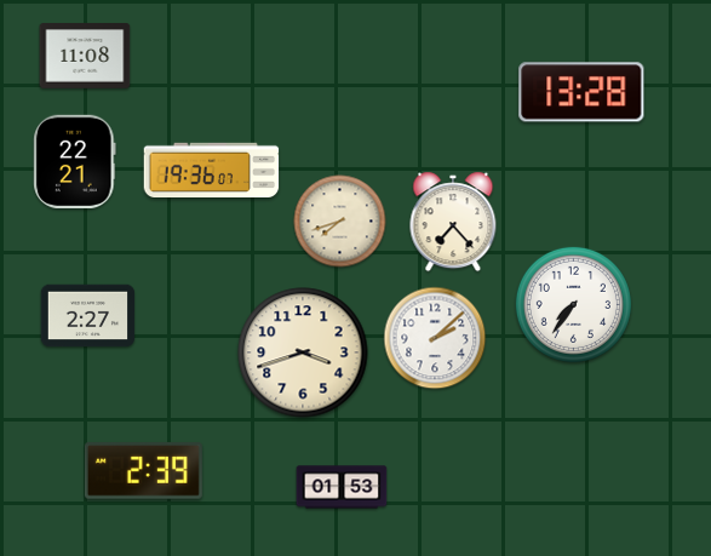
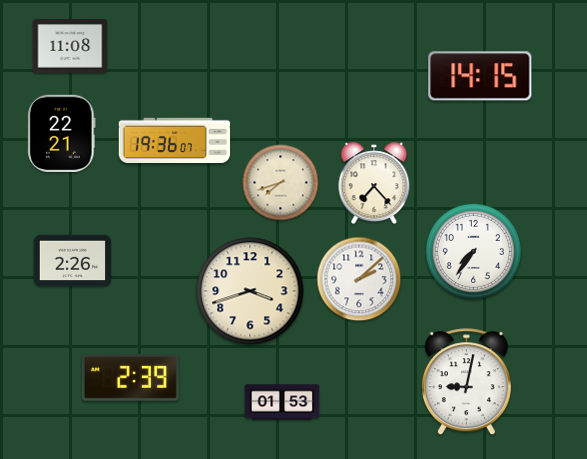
clock at (581, 92): 13:28 -> 14:15
clock at (88, 316): 2:27 -> 2:26
clock at (466, 382): none -> 9:02
clock at (143, 471) position: (143, 471) -> (130, 378)
